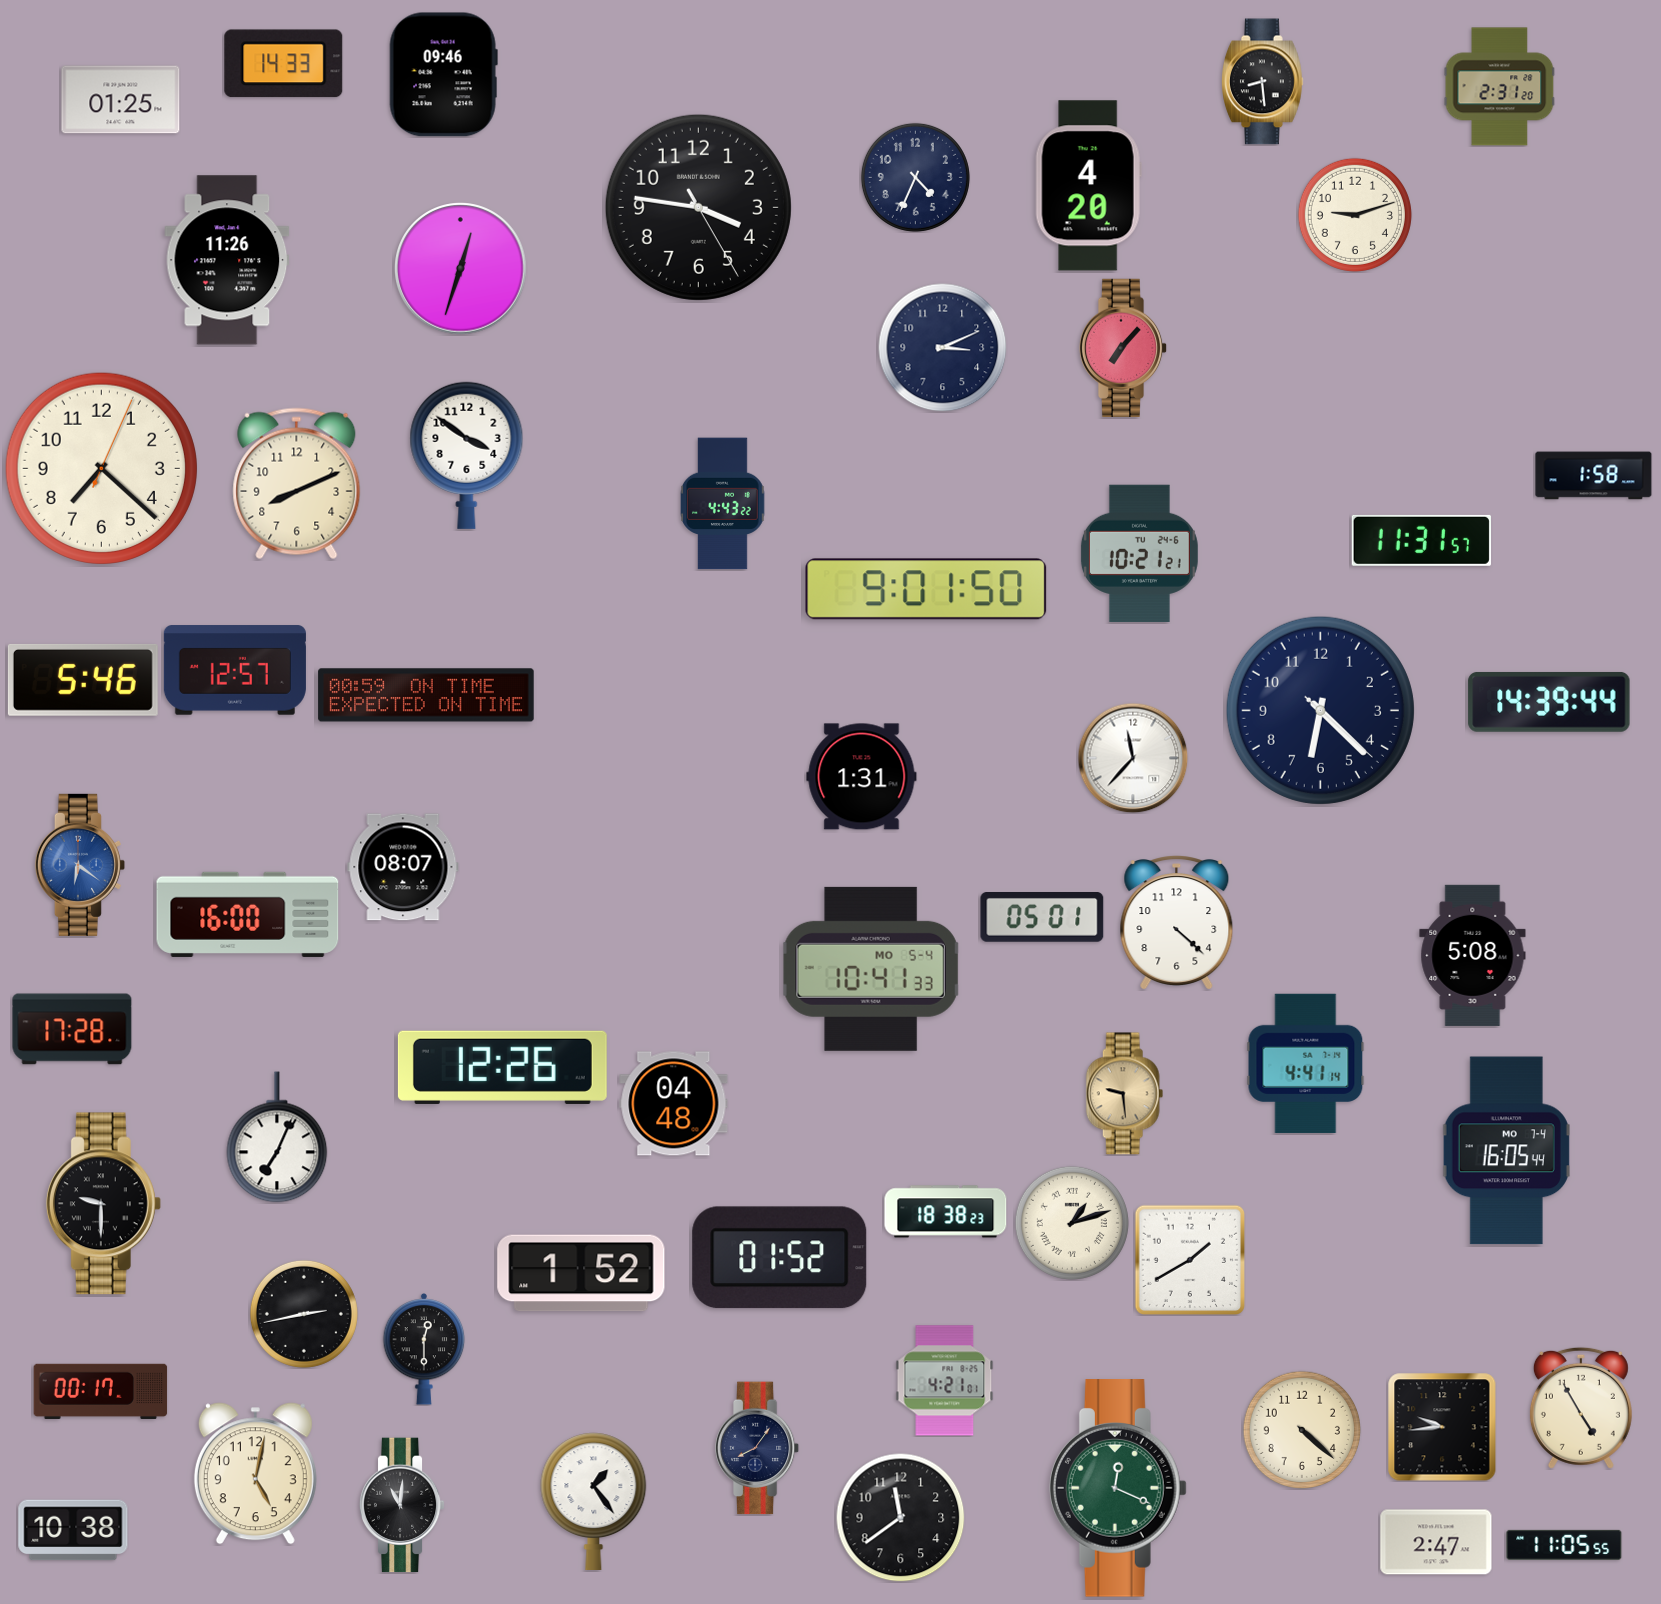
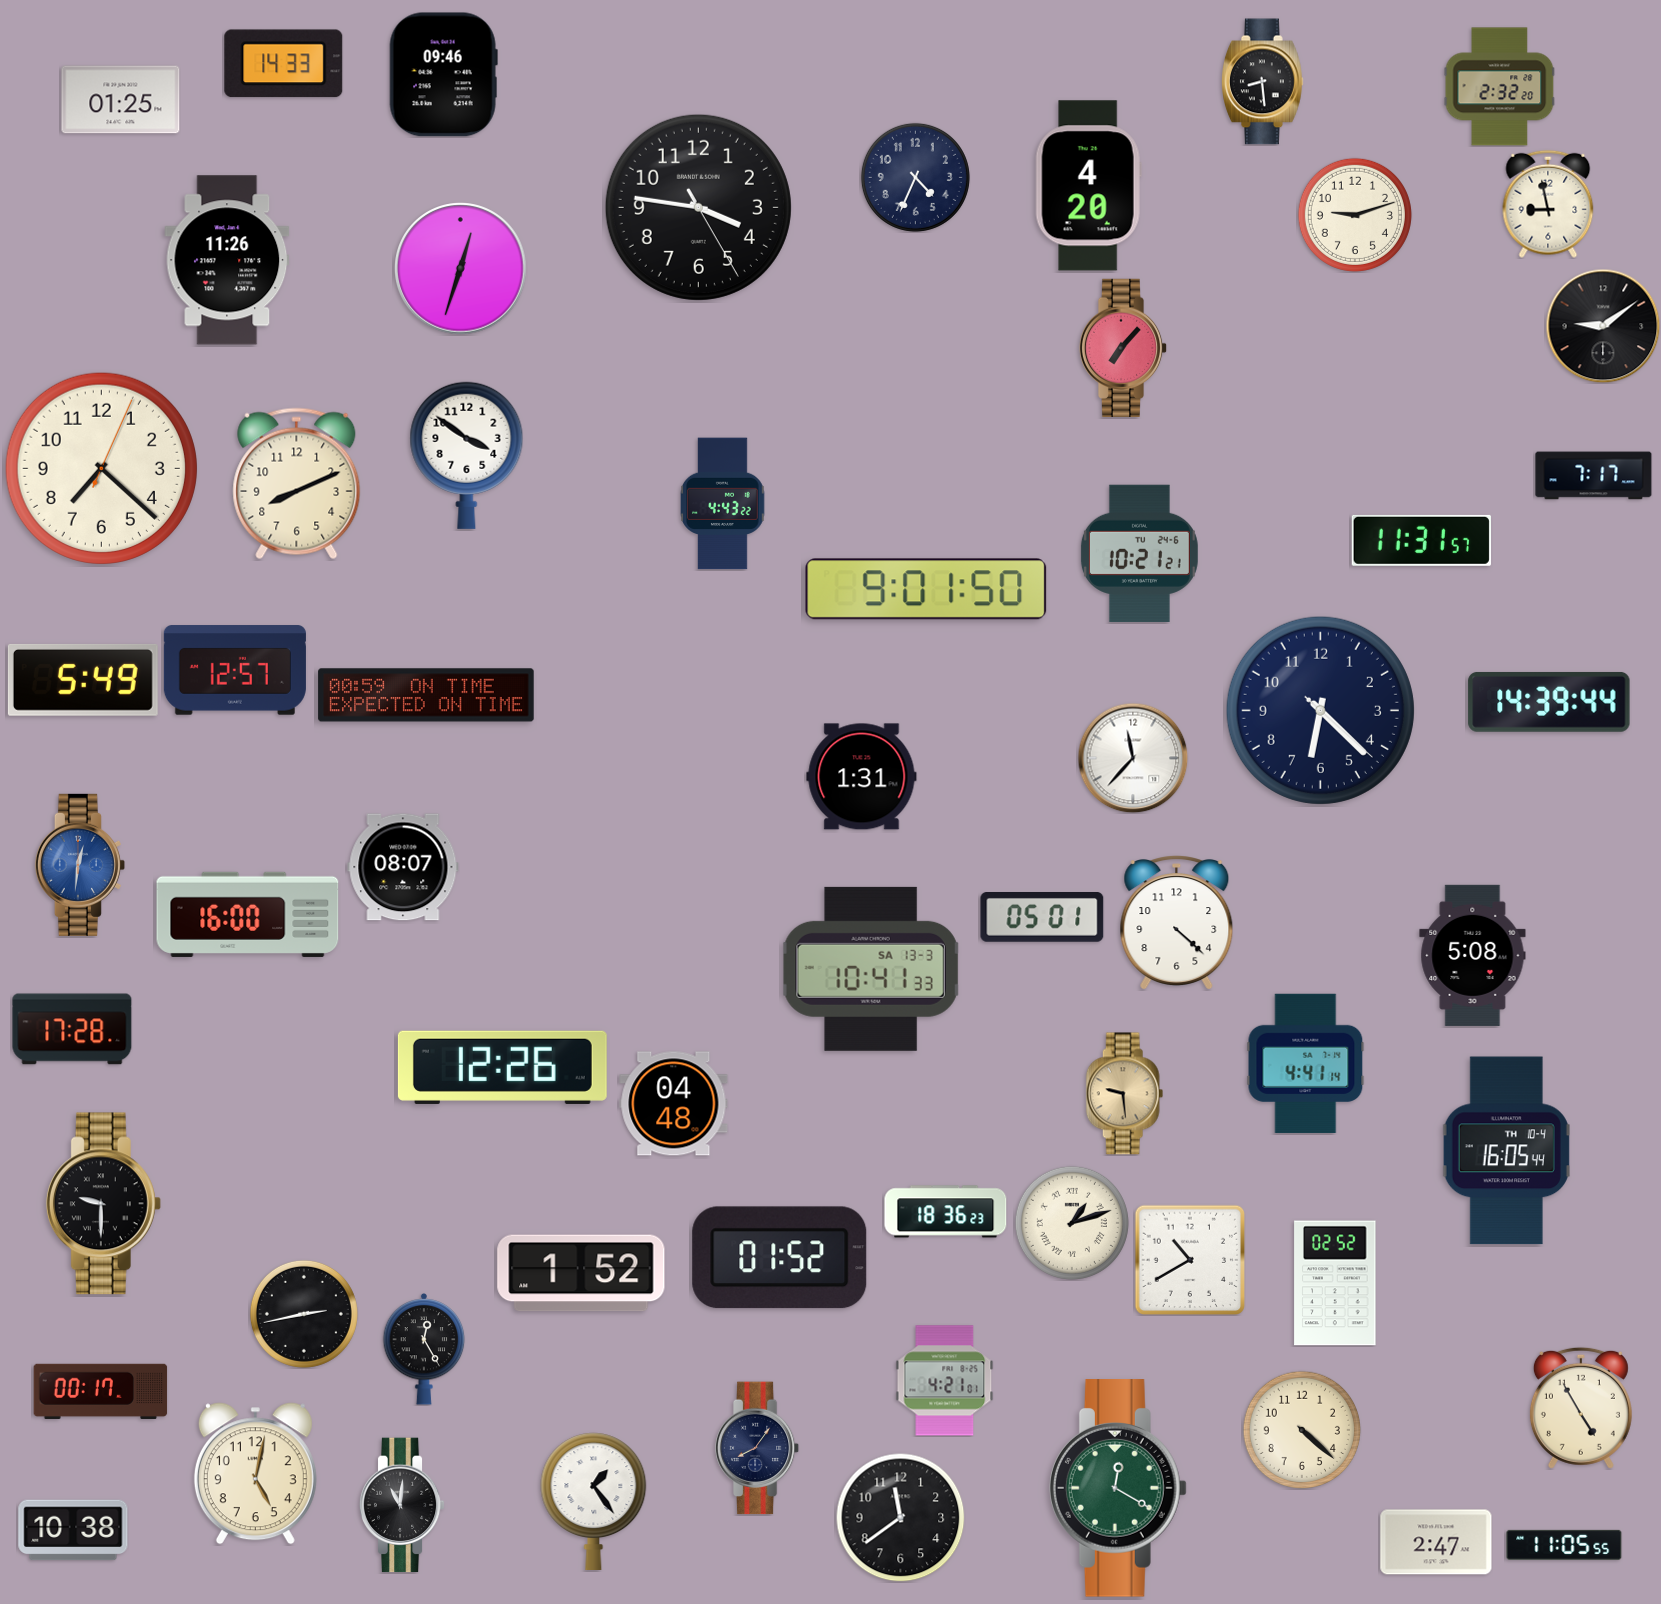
clock at (1500, 87): 2:31 -> 2:32
clock at (1548, 204): none -> 8:58
clock at (1603, 326): none -> 9:09
clock at (942, 347): 3:11 -> none
clock at (1594, 476): 1:58 -> 7:17
clock at (83, 680): 5:46 -> 5:49
clock at (80, 865): 6:21 -> 12:31
clock at (871, 969) date: MO 5-4 -> SA 13-3
clock at (277, 1137): 7:04 -> none
clock at (1506, 1151) date: MO 7-4 -> TH 10-4
clock at (946, 1212): 18:38 -> 18:36
clock at (1190, 1260): 1:40 -> 10:40
clock at (1335, 1283): none -> 02:52
clock at (424, 1349): 12:30 -> 12:25
clock at (1442, 1427): 9:44 -> none
clock at (1118, 1488): 12:19 -> 12:20
